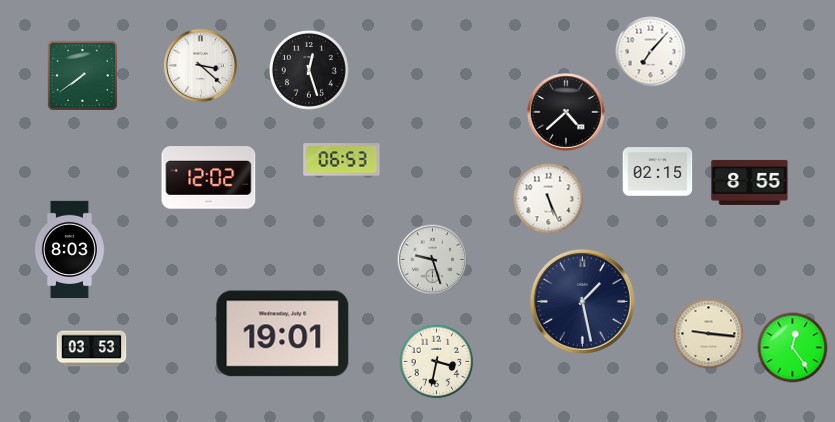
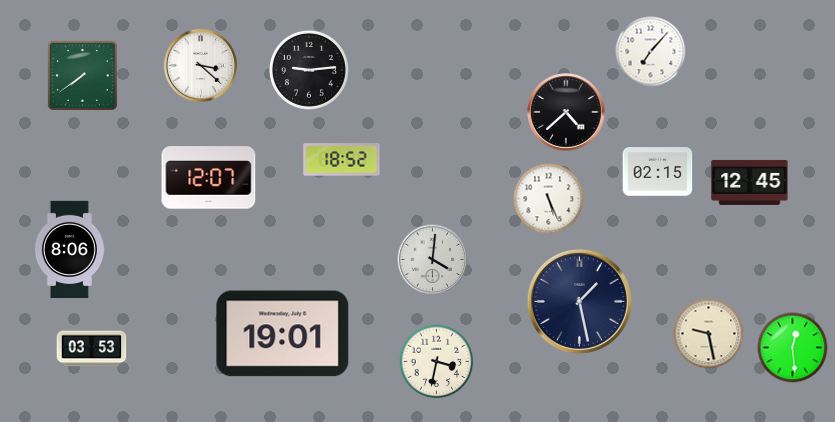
clock at (309, 70): 12:27 -> 9:14
clock at (342, 160): 06:53 -> 18:52
clock at (209, 178): 12:02 -> 12:07
clock at (750, 182): 8:55 -> 12:45
clock at (69, 250): 8:03 -> 8:06
clock at (433, 260): 9:27 -> 4:01
clock at (582, 301) position: (582, 301) -> (579, 301)
clock at (709, 334): 9:16 -> 9:28
clock at (793, 348): 12:24 -> 12:29
